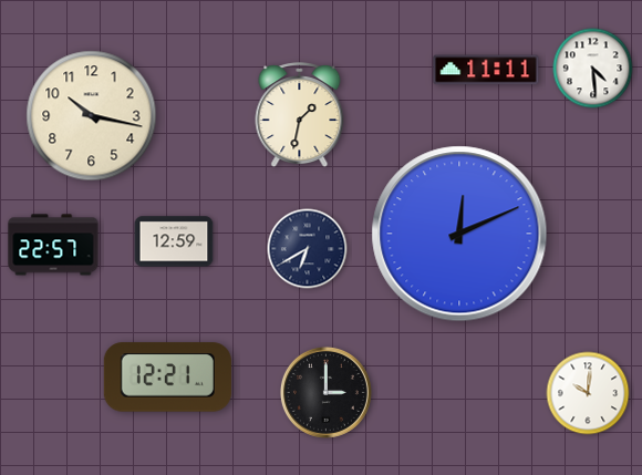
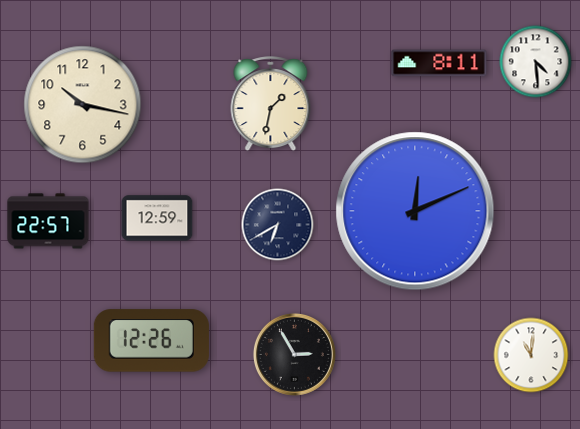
clock at (486, 70): 11:11 -> 8:11
clock at (167, 378): 12:21 -> 12:26
clock at (325, 392): 3:00 -> 2:55
clock at (588, 393): 10:01 -> 11:01
